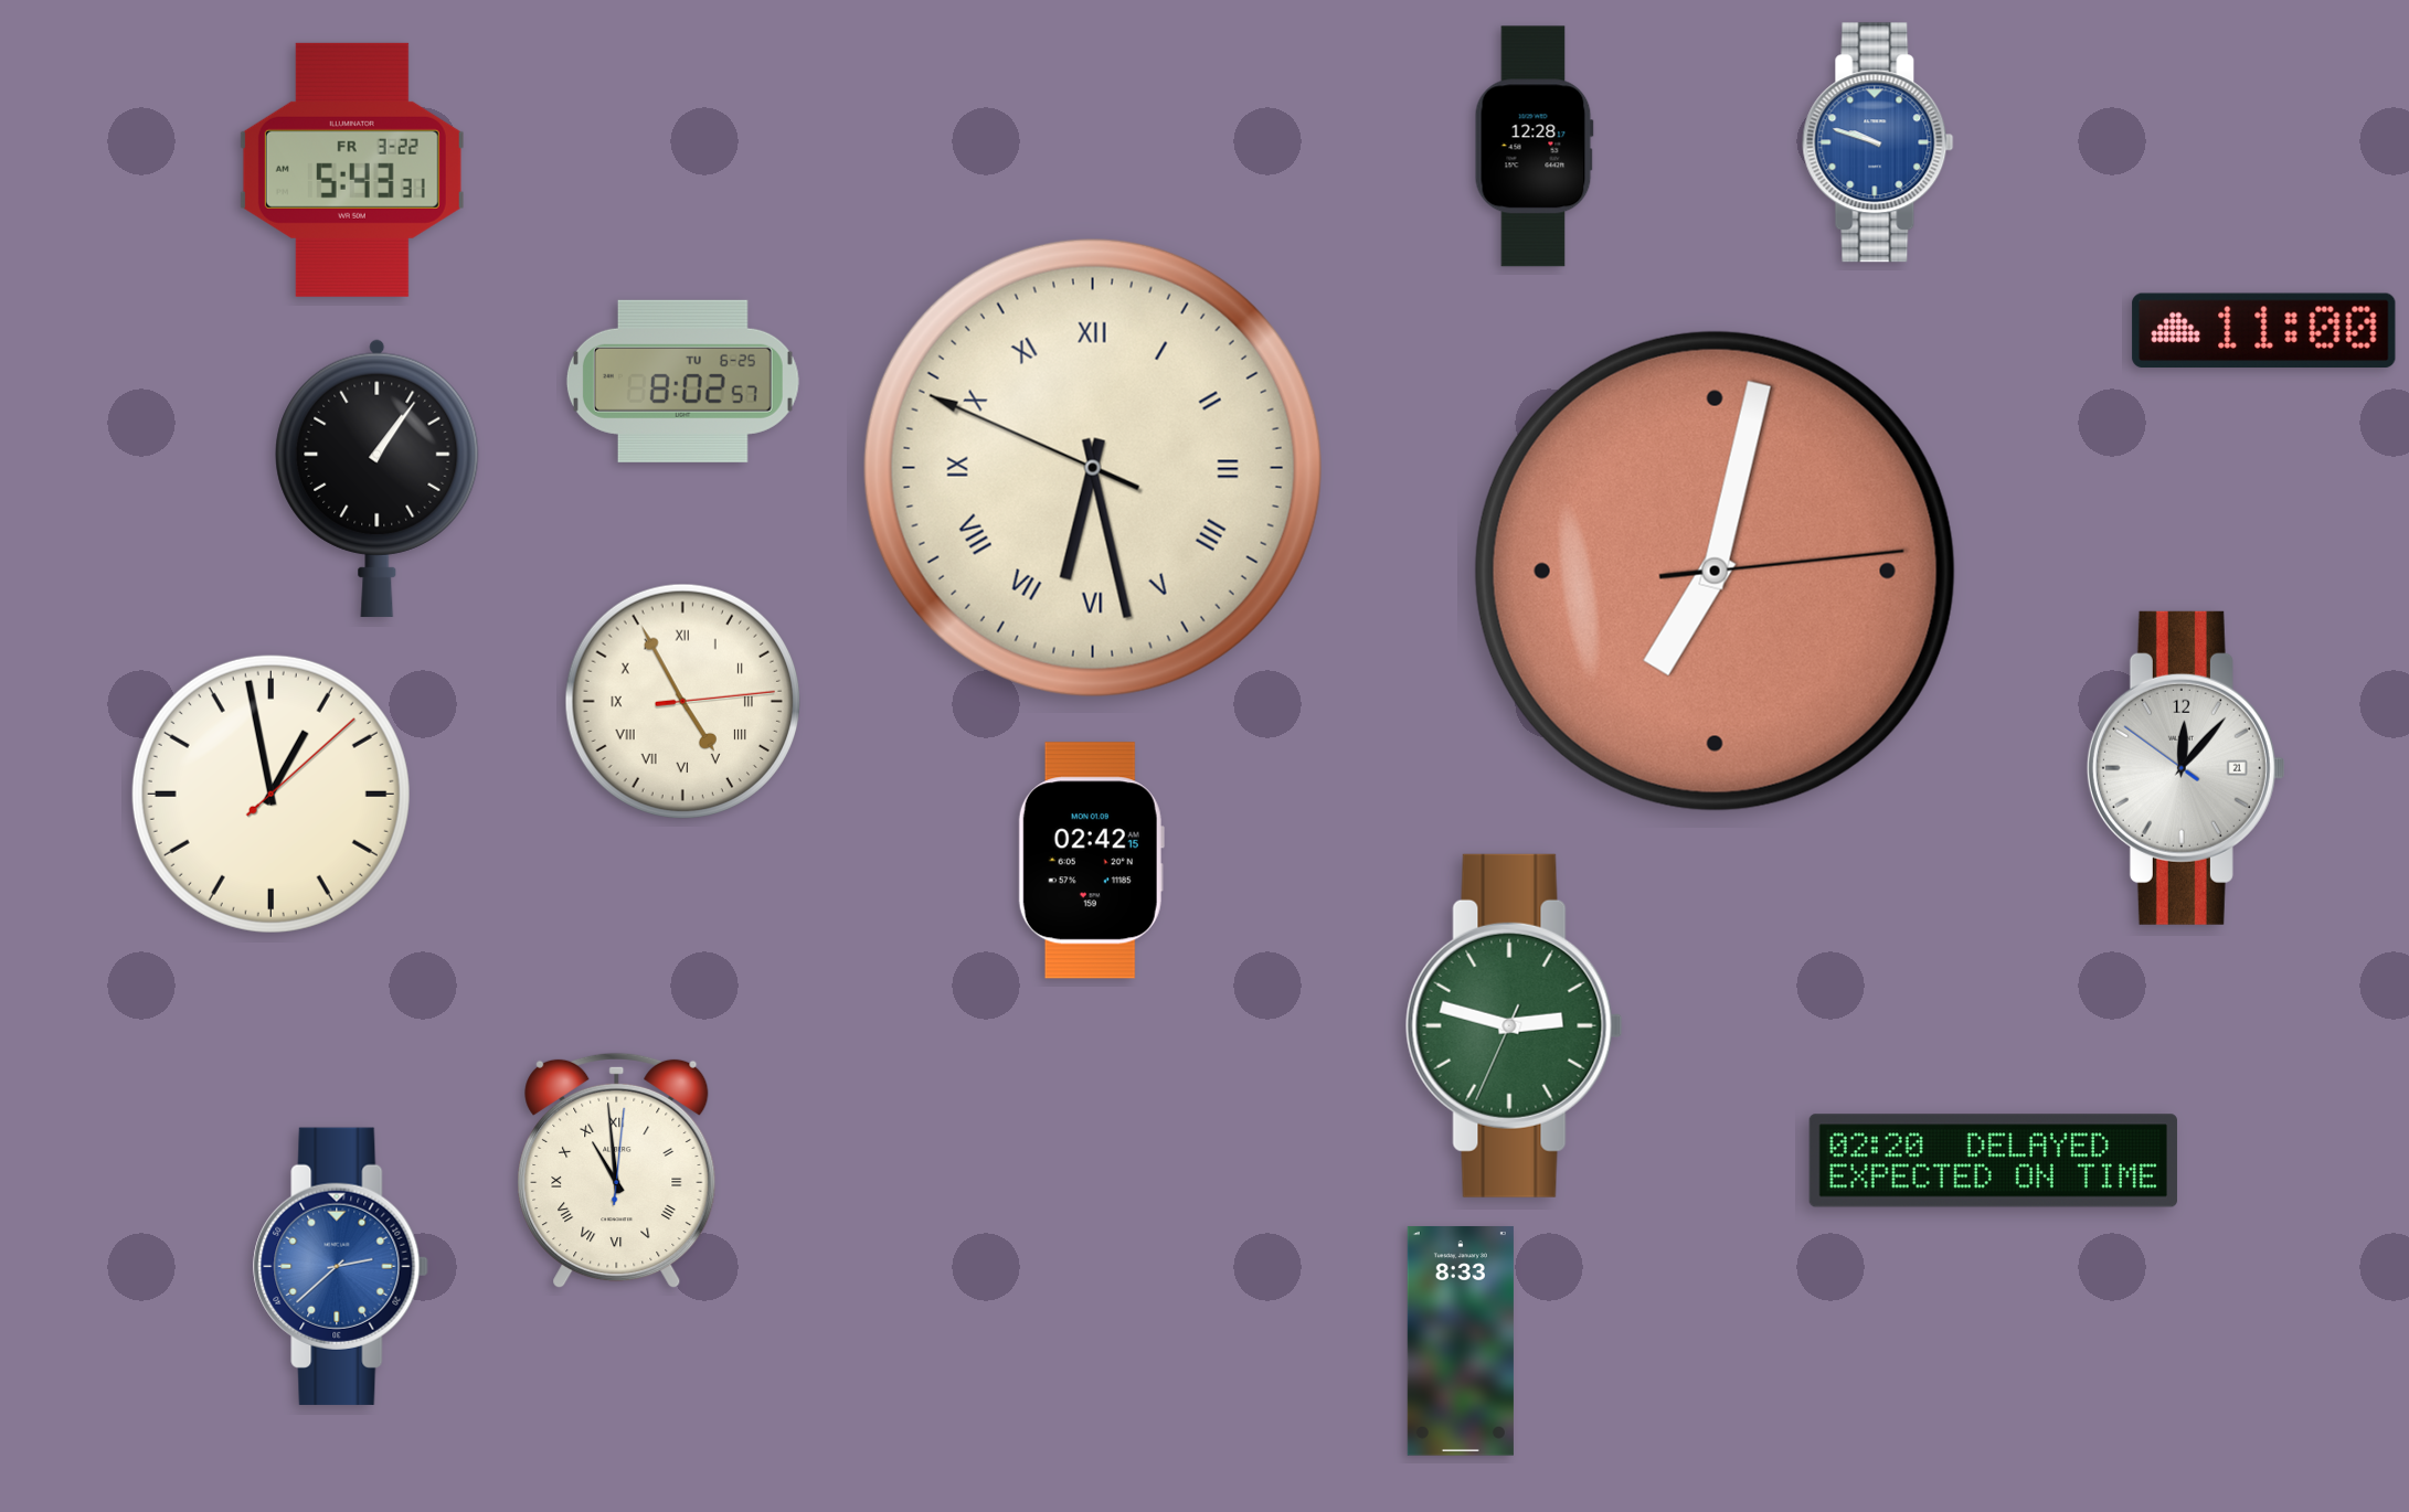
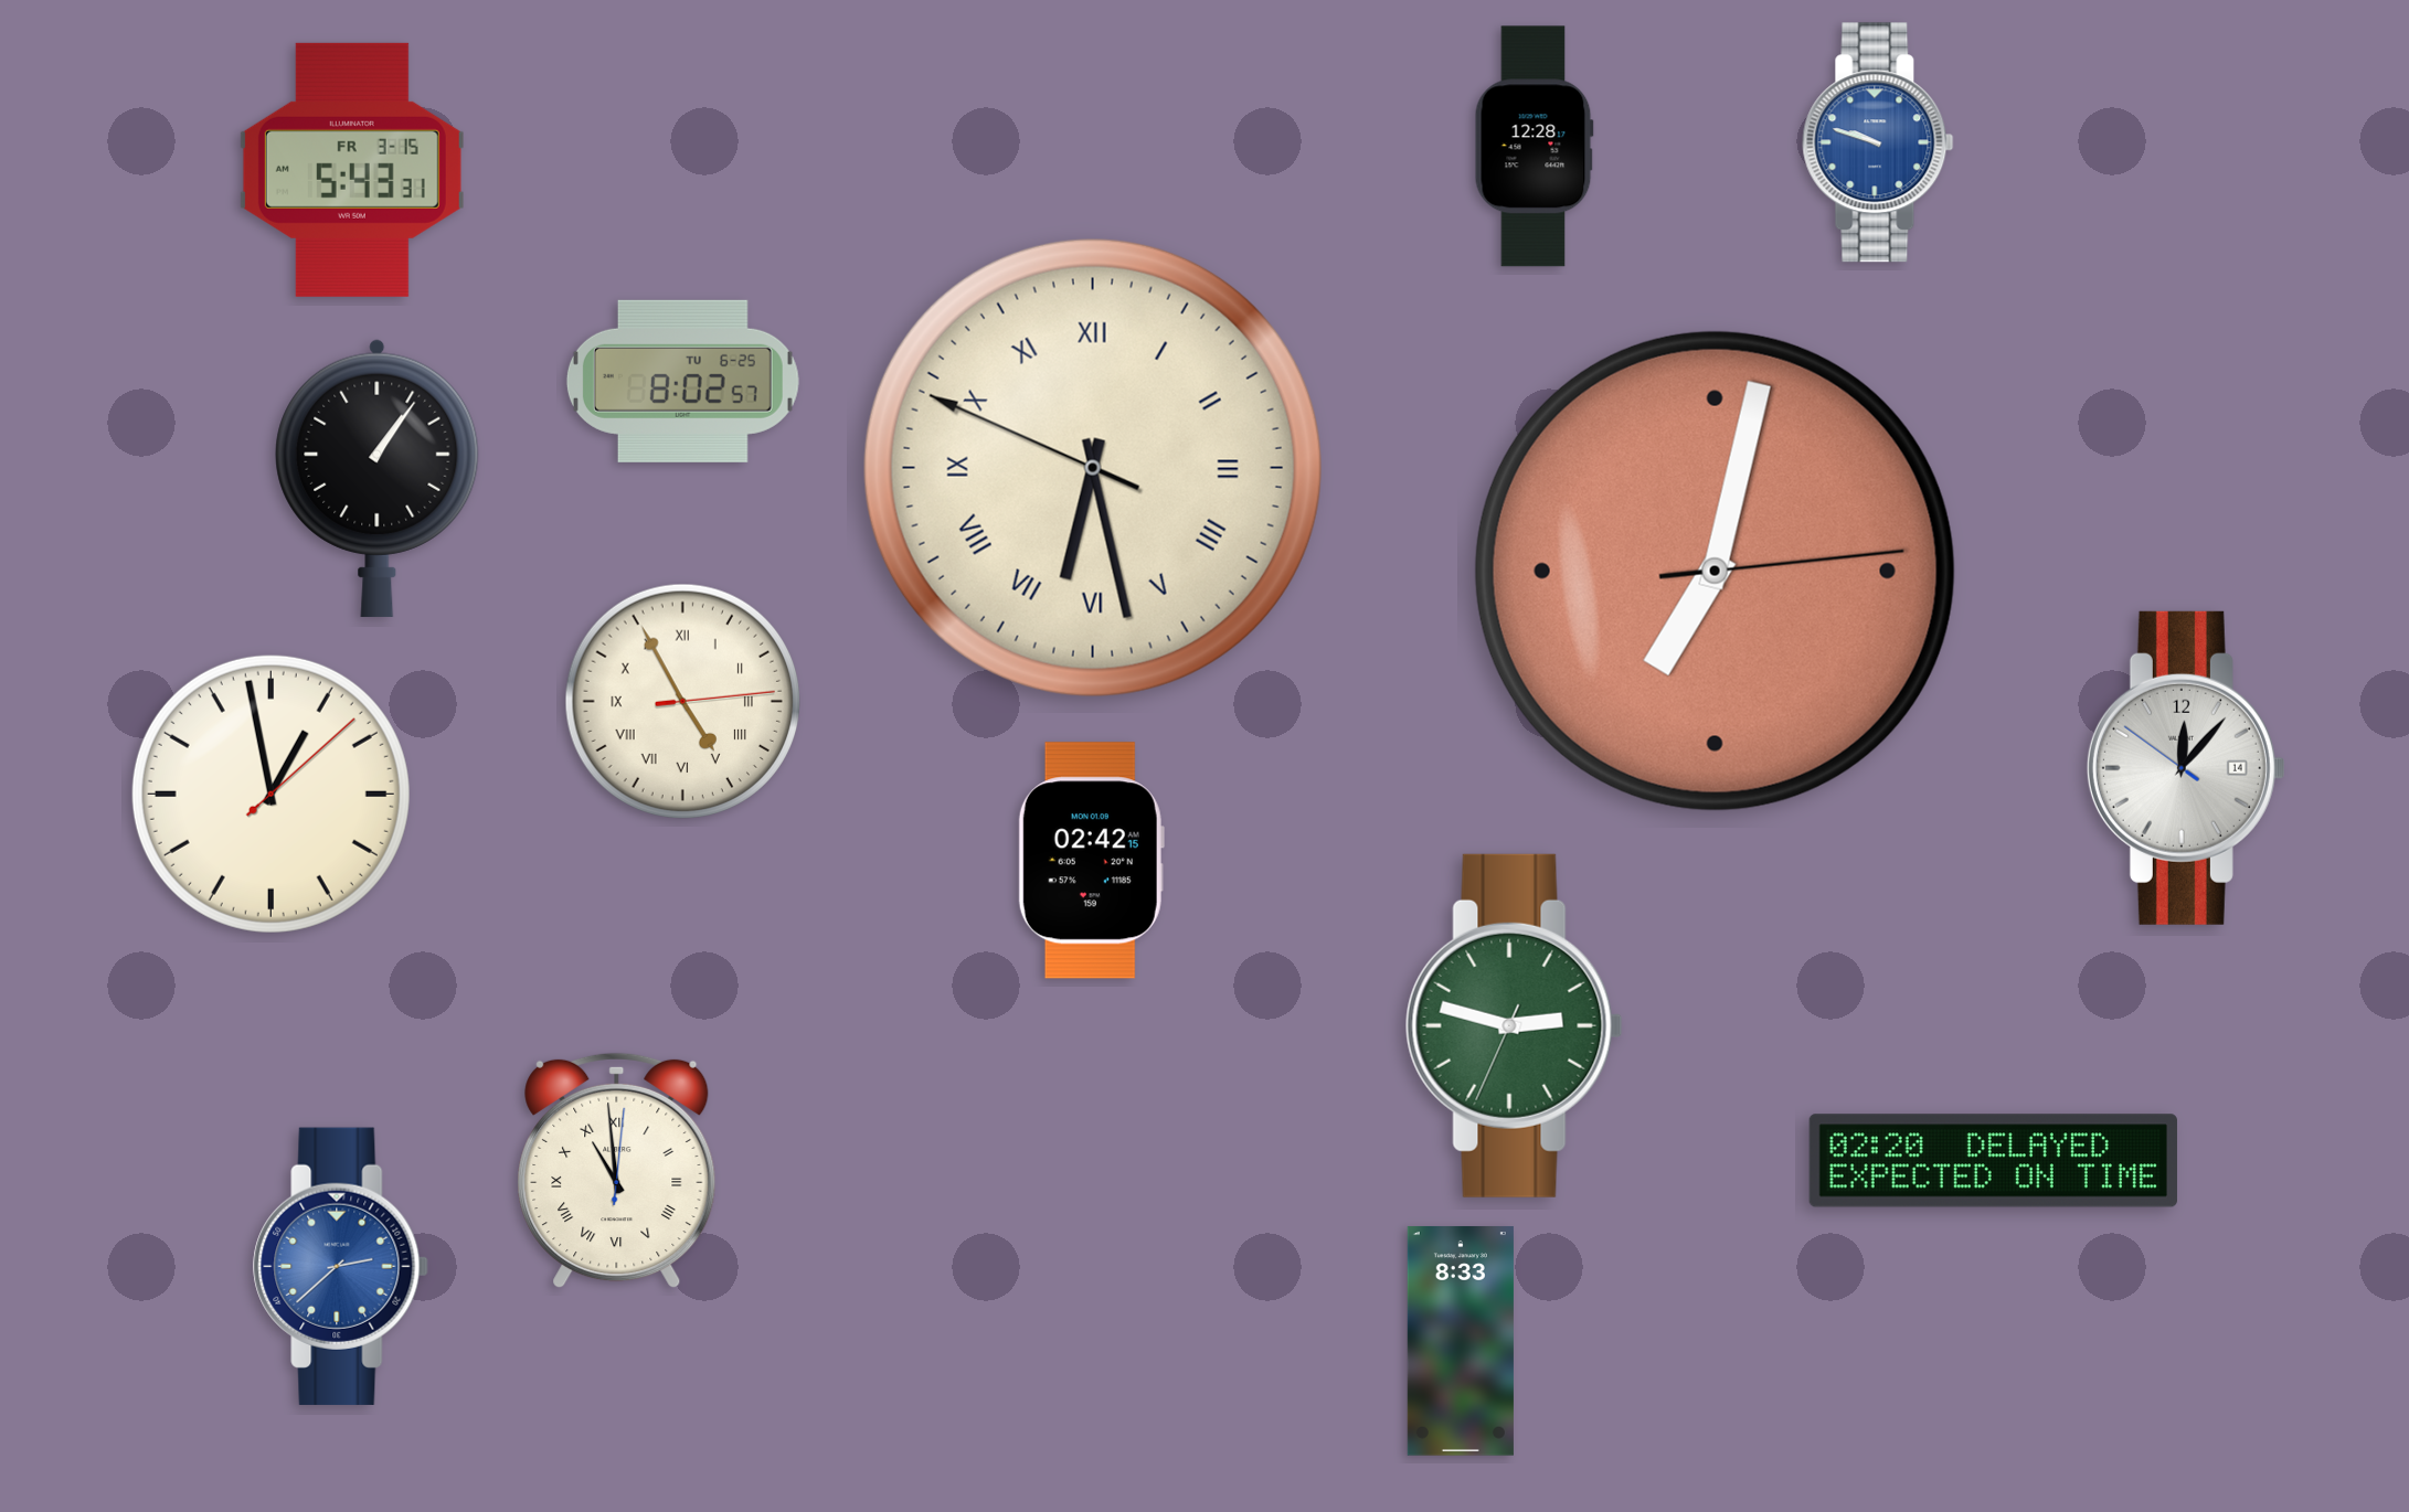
clock at (352, 170) date: FR 3-22 -> FR 3-15
clock at (2264, 331): 11:00 -> none
clock at (2186, 768) date: 21 -> 14
